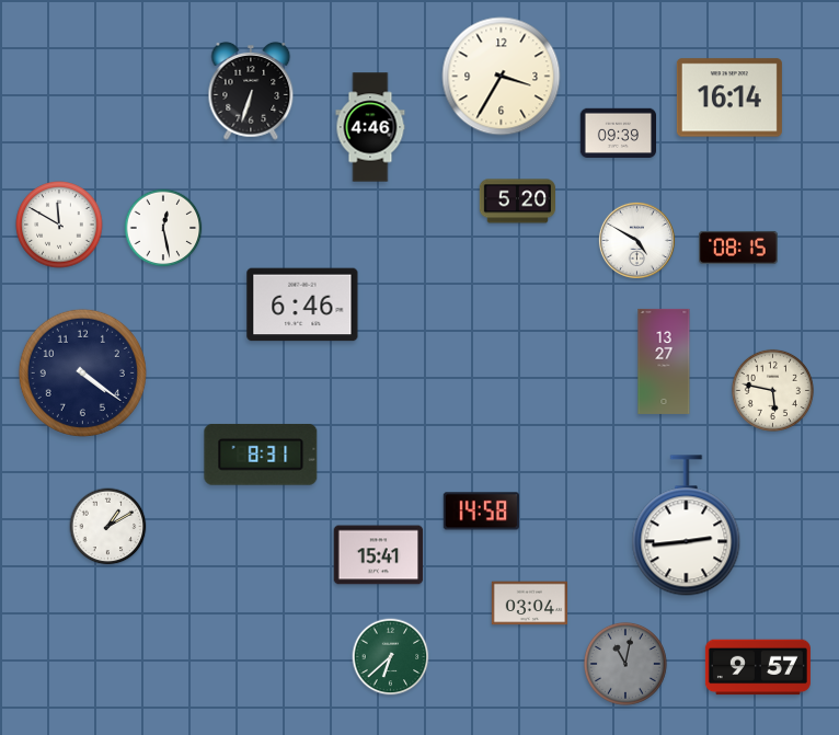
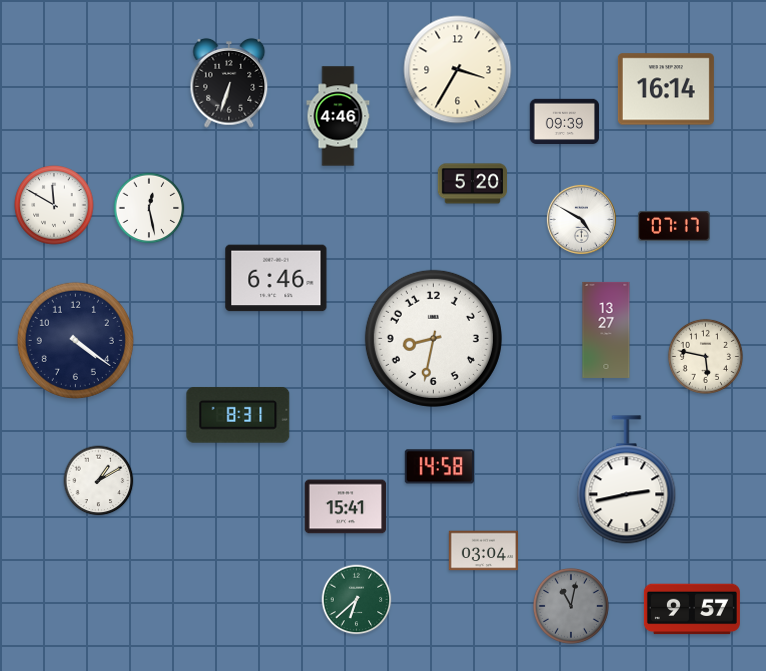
clock at (738, 248): 08:15 -> 07:17
clock at (433, 338): none -> 8:32
clock at (687, 526): 2:44 -> 2:43
